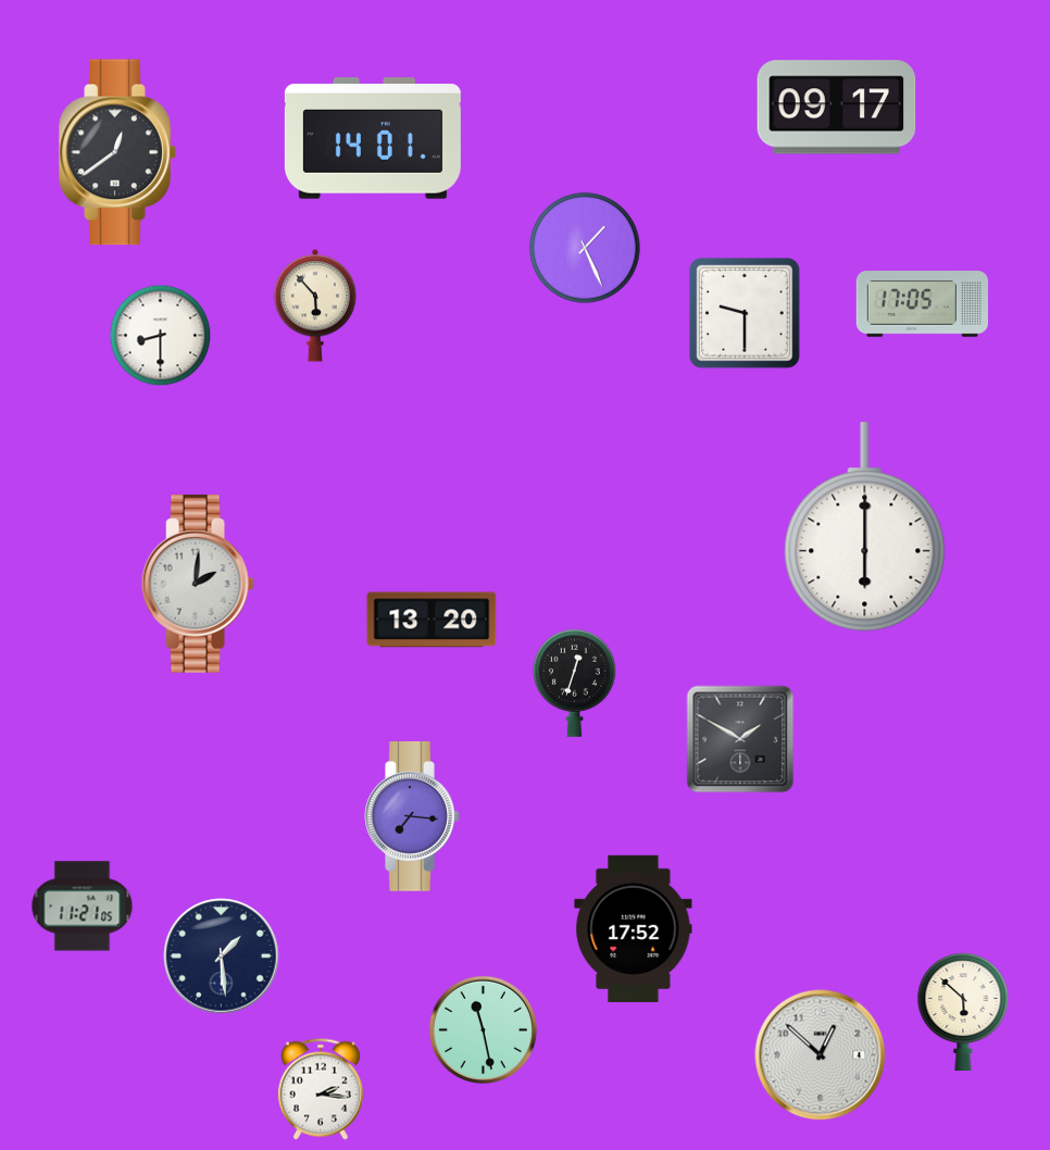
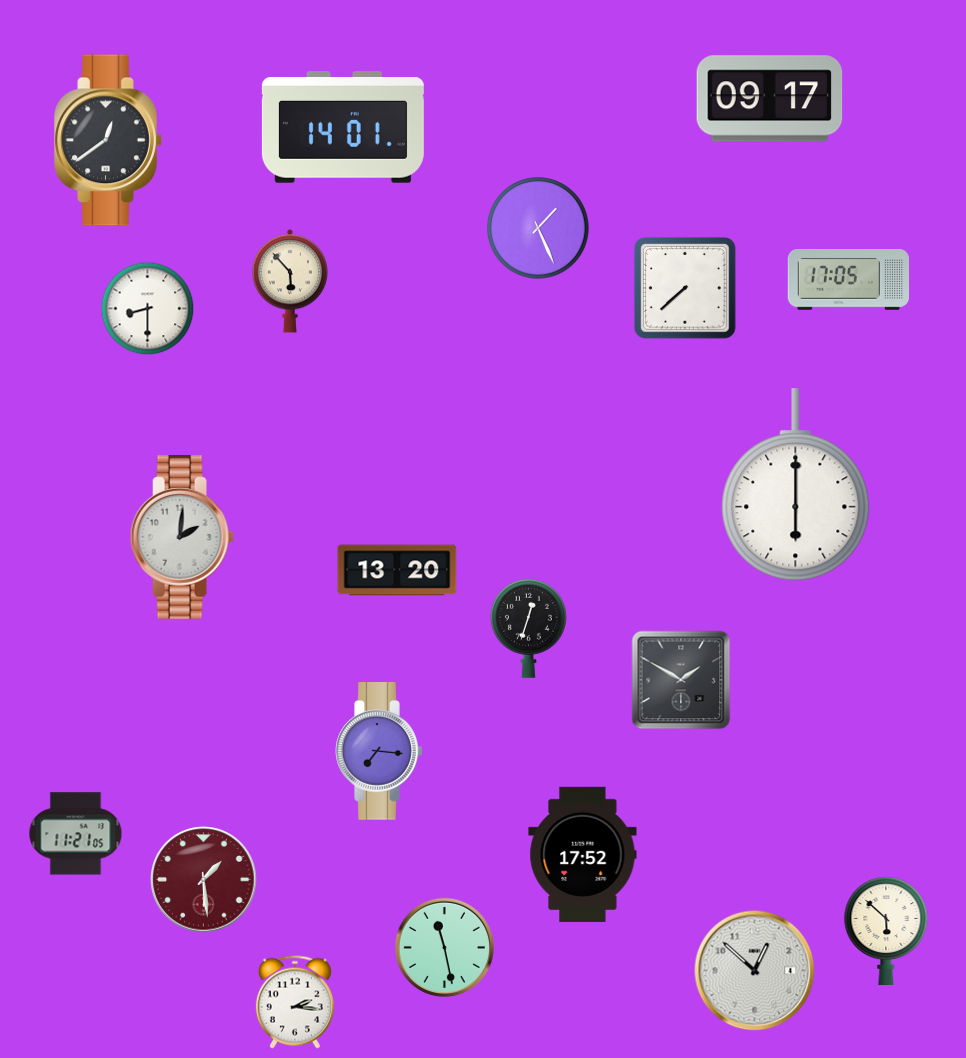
clock at (745, 313): 9:30 -> 7:38
clock at (222, 957) dial: navy -> burgundy
